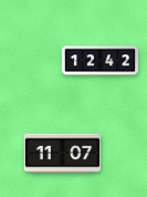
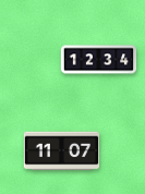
clock at (101, 61): 12:42 -> 12:34
